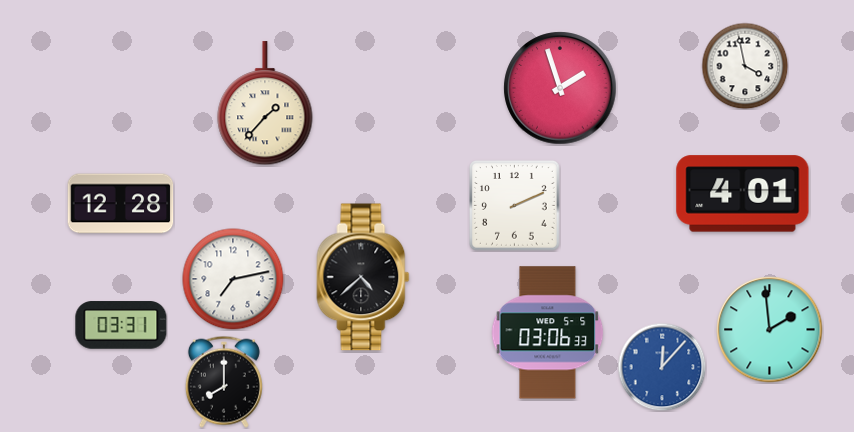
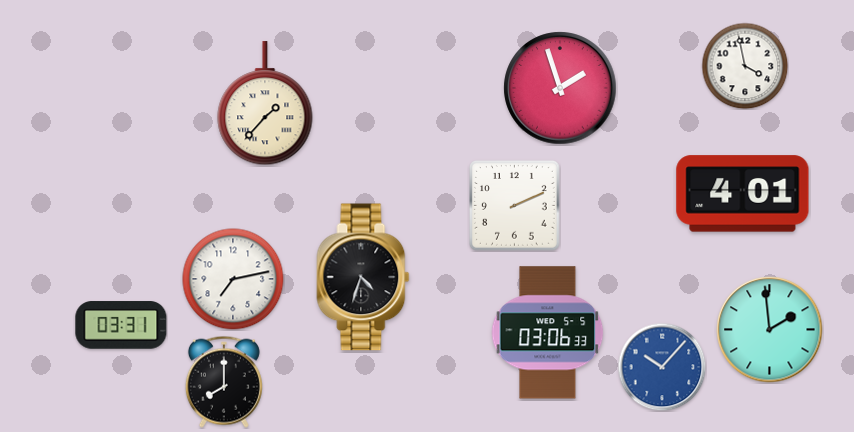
clock at (121, 204): 12:28 -> none
clock at (363, 277): 4:38 -> 4:33
clock at (662, 367): 12:07 -> 10:07
